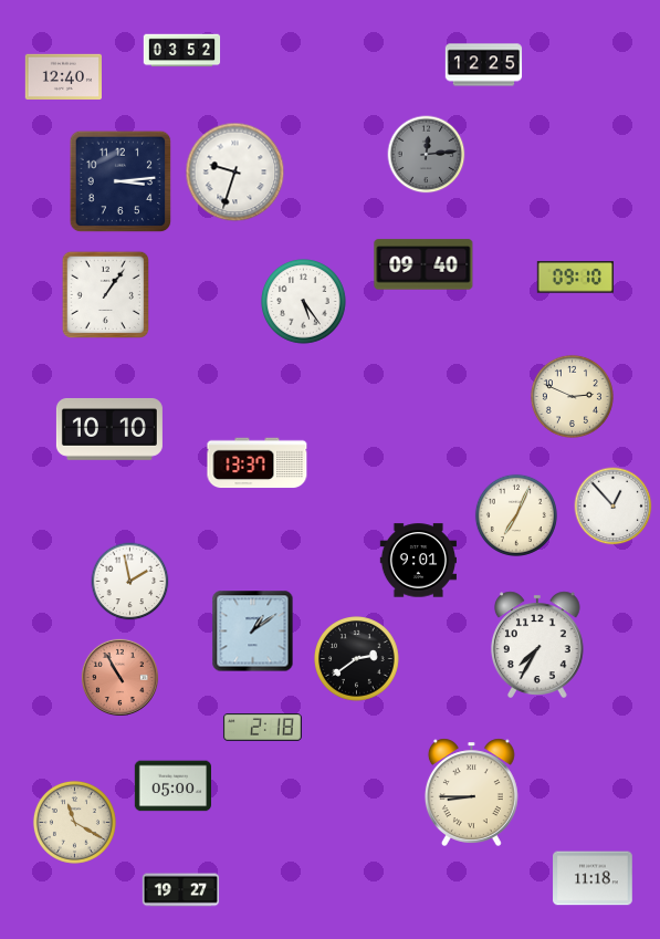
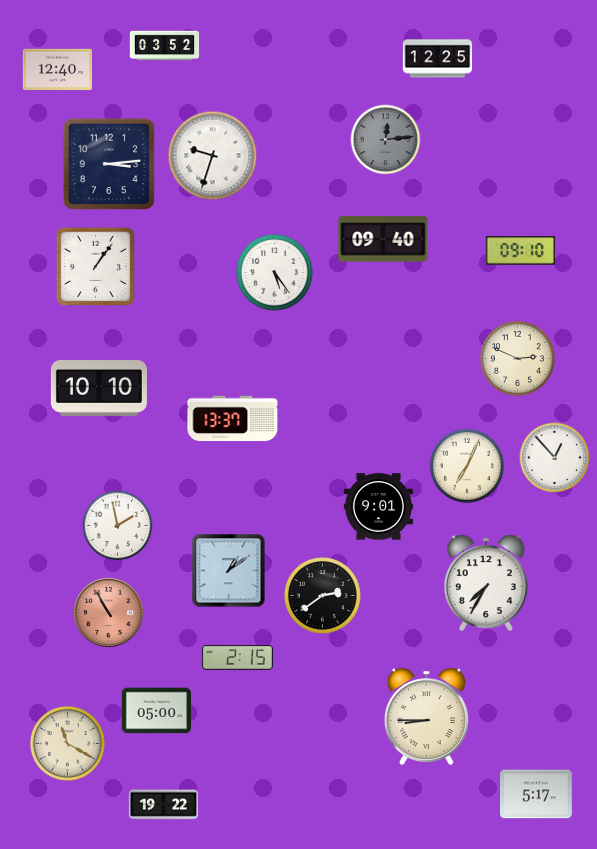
clock at (262, 728): 2:18 -> 2:15
clock at (593, 878): 11:18 -> 5:17
clock at (181, 890): 19:27 -> 19:22
